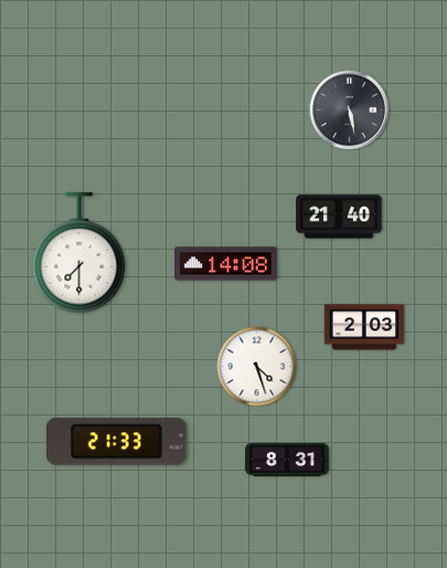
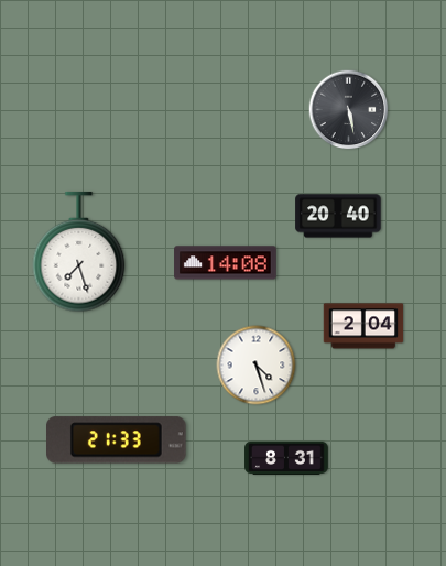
clock at (339, 217): 21:40 -> 20:40
clock at (79, 253): 7:30 -> 7:27
clock at (364, 327): 2:03 -> 2:04
